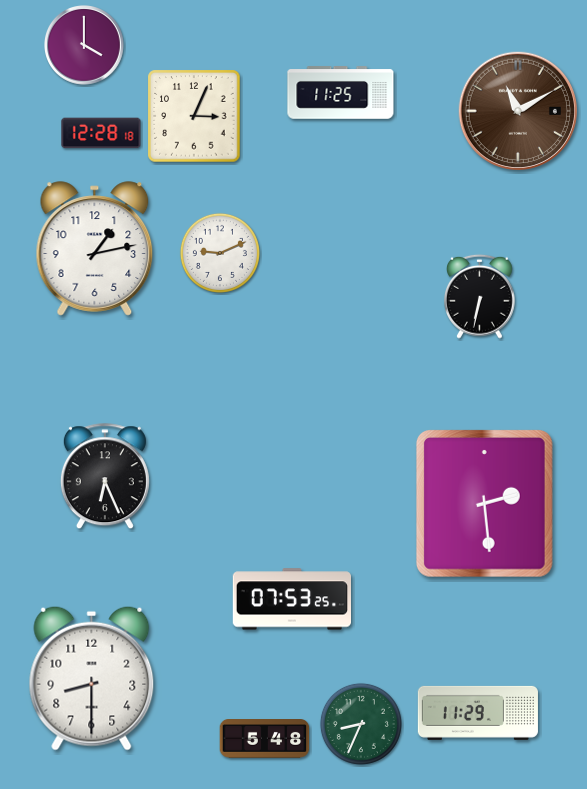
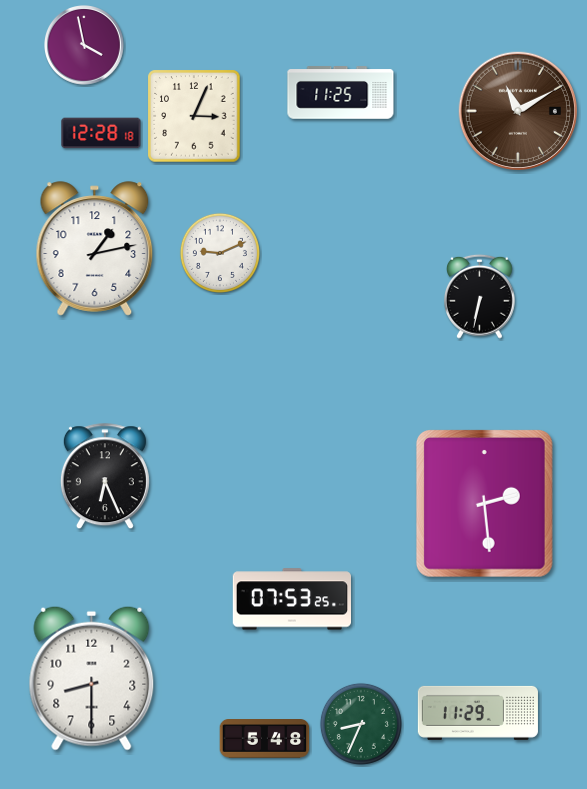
clock at (85, 46): 4:00 -> 3:58
